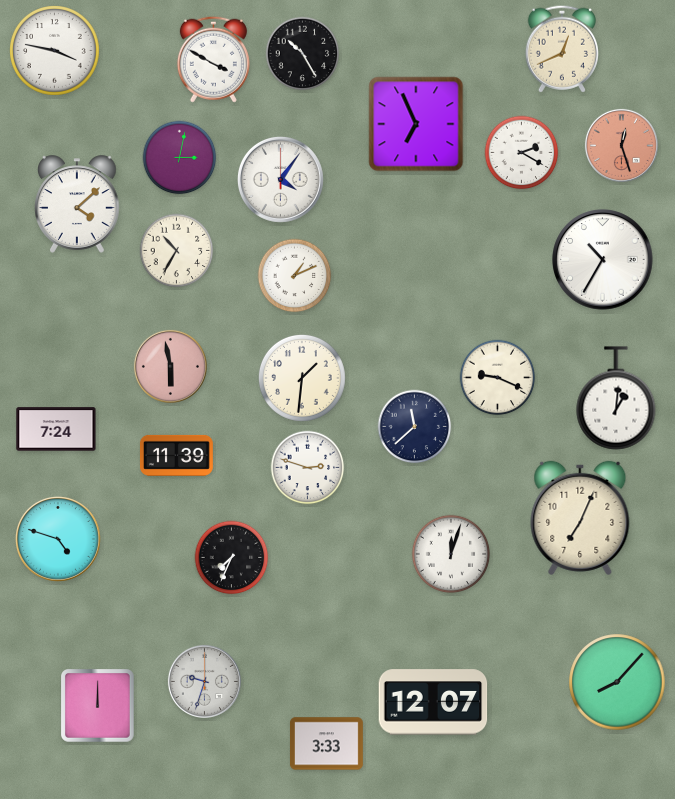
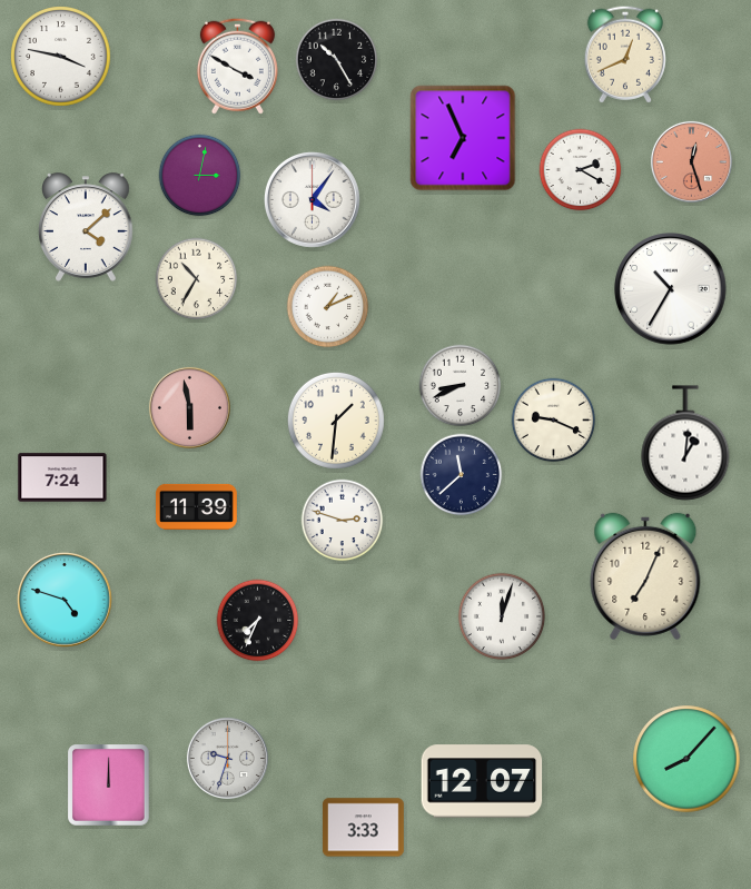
clock at (461, 386): none -> 8:41
